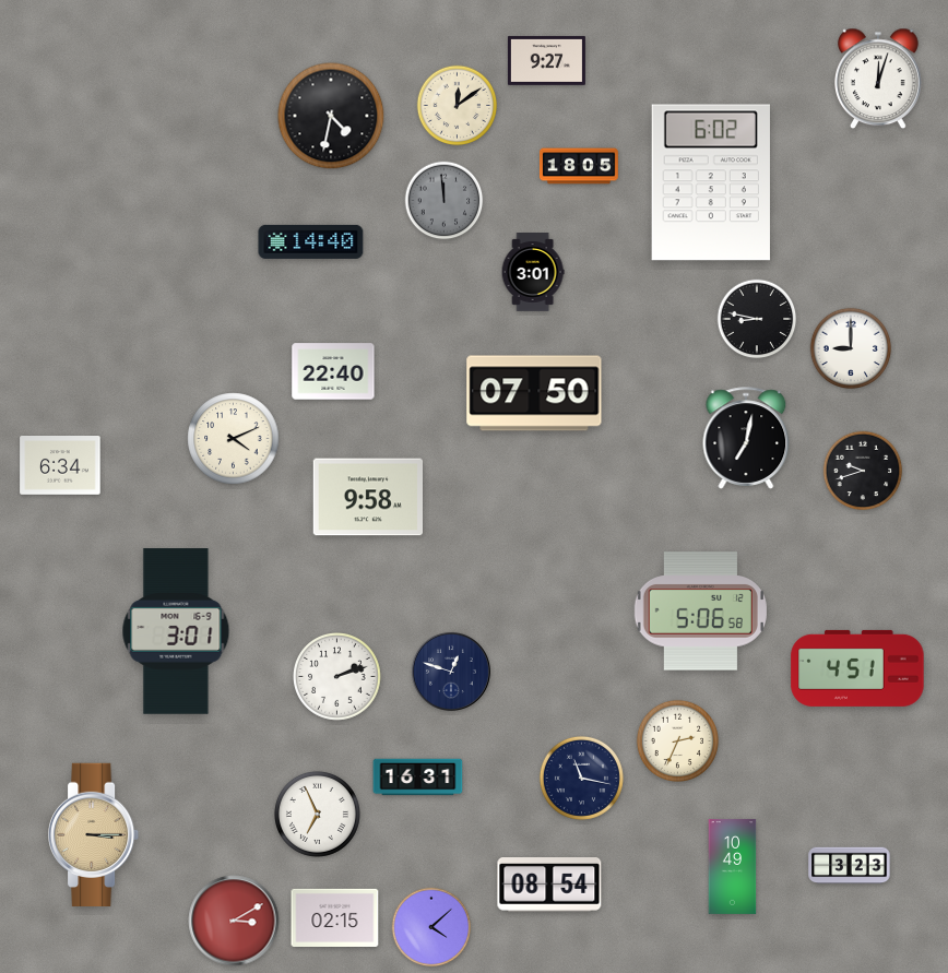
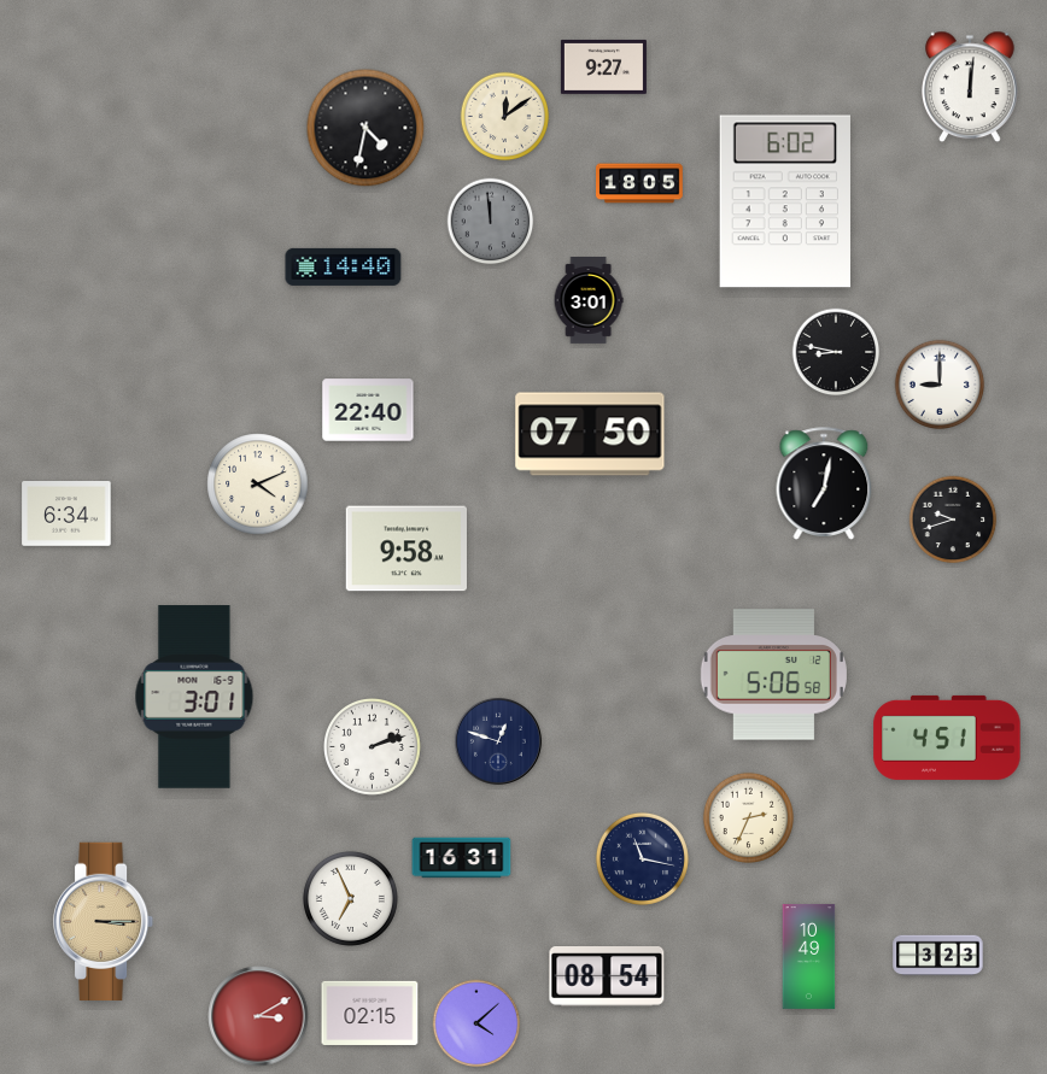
clock at (879, 79): 12:03 -> 12:01
